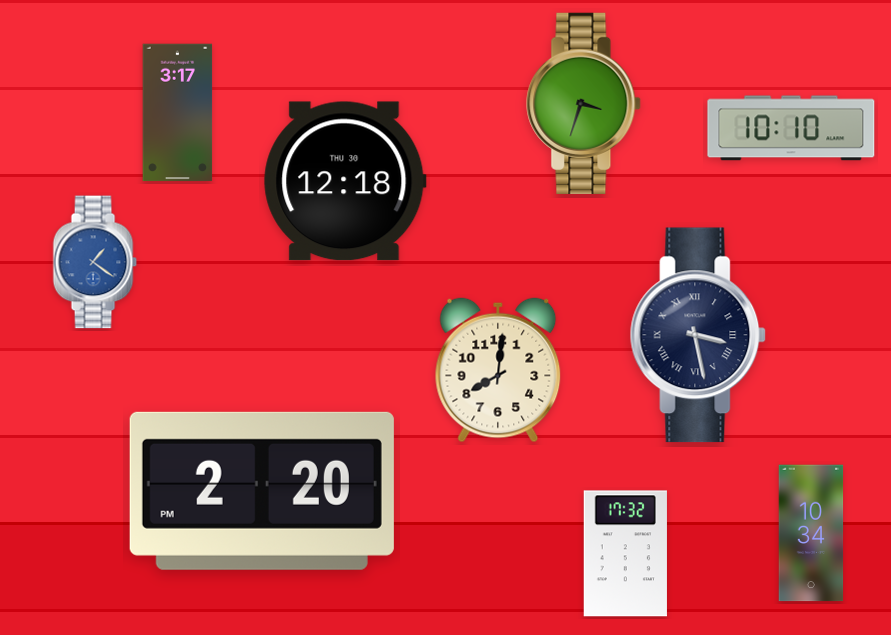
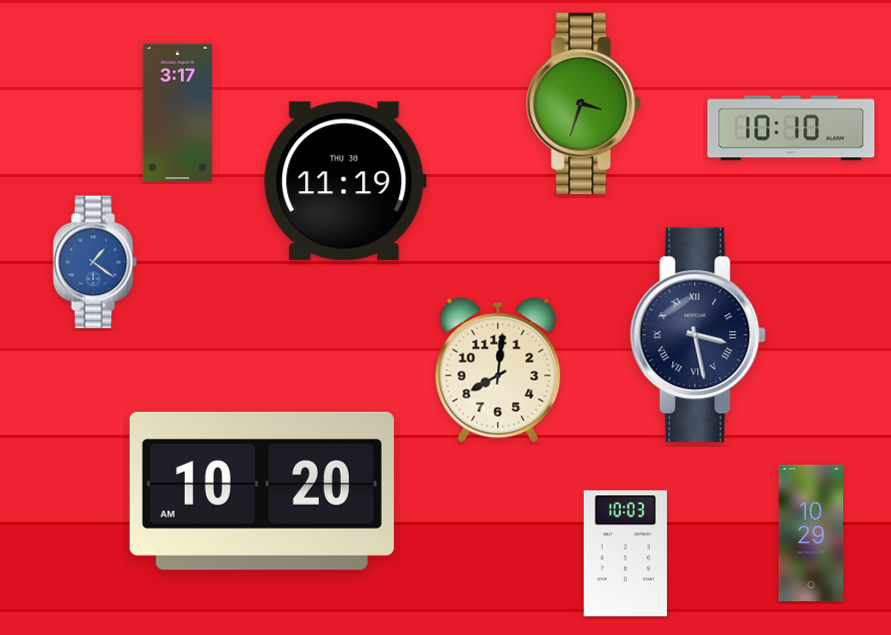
clock at (345, 181): 12:18 -> 11:19
clock at (262, 491): 2:20 -> 10:20
clock at (811, 533): 10:34 -> 10:29
clock at (625, 554): 17:32 -> 10:03
